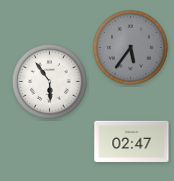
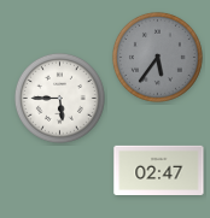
clock at (49, 81): 5:54 -> 5:45
